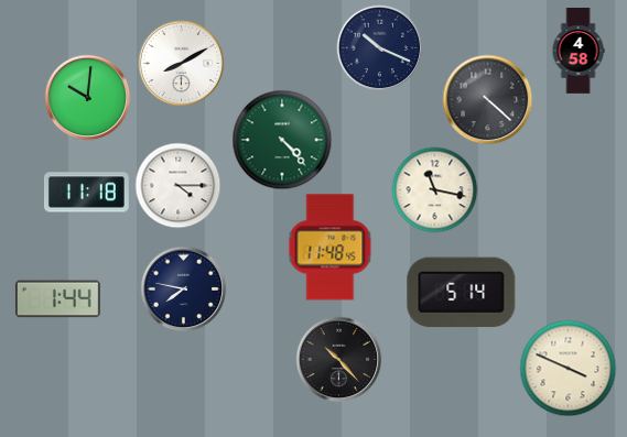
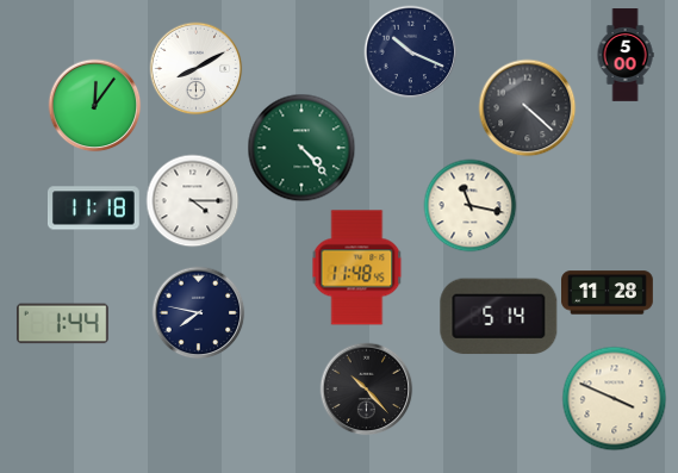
clock at (579, 51): 4:58 -> 5:00
clock at (87, 97): 10:01 -> 12:06
clock at (282, 140) position: (282, 140) -> (301, 148)
clock at (608, 293): none -> 11:28
